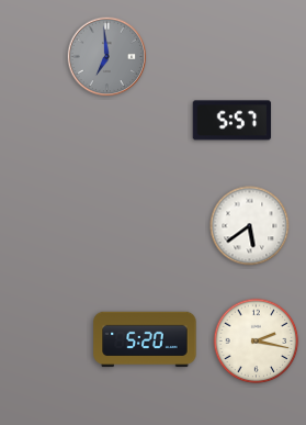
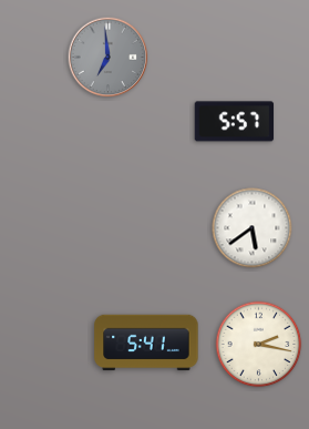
clock at (145, 339): 5:20 -> 5:41
